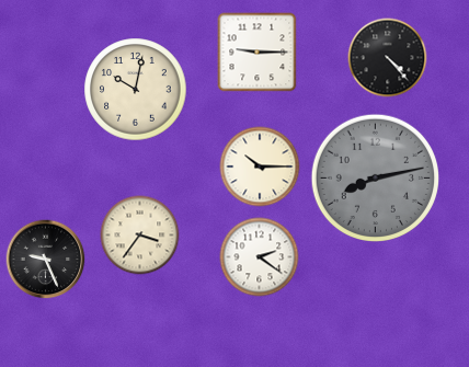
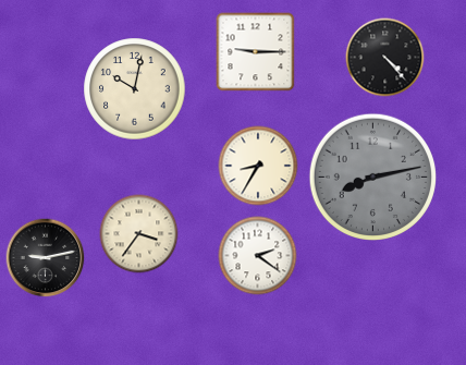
clock at (260, 167): 10:15 -> 8:35
clock at (46, 260): 9:26 -> 9:13
